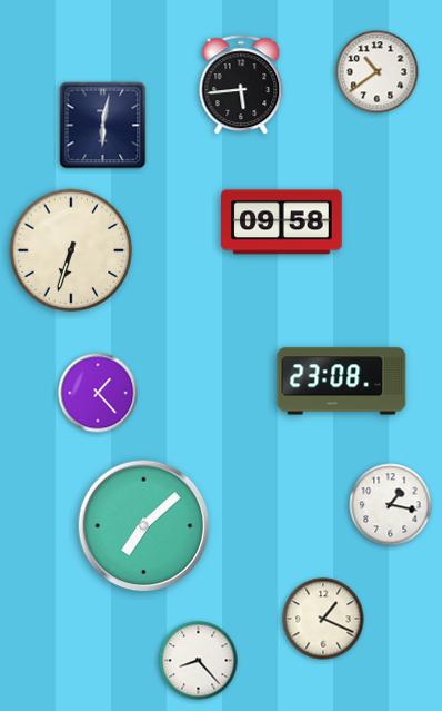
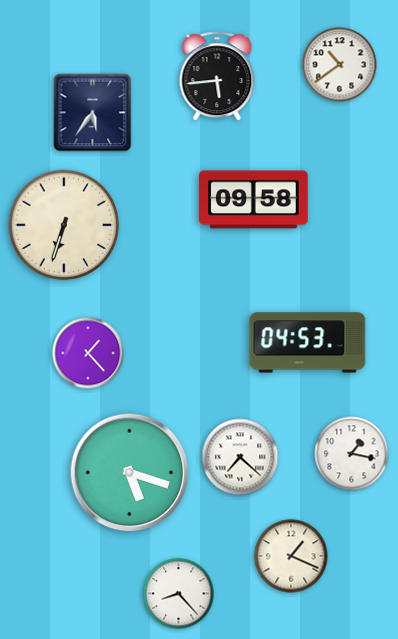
clock at (103, 126): 6:02 -> 5:36
clock at (342, 382): 23:08 -> 04:53
clock at (240, 457): none -> 7:22
clock at (144, 526): 7:08 -> 5:18
